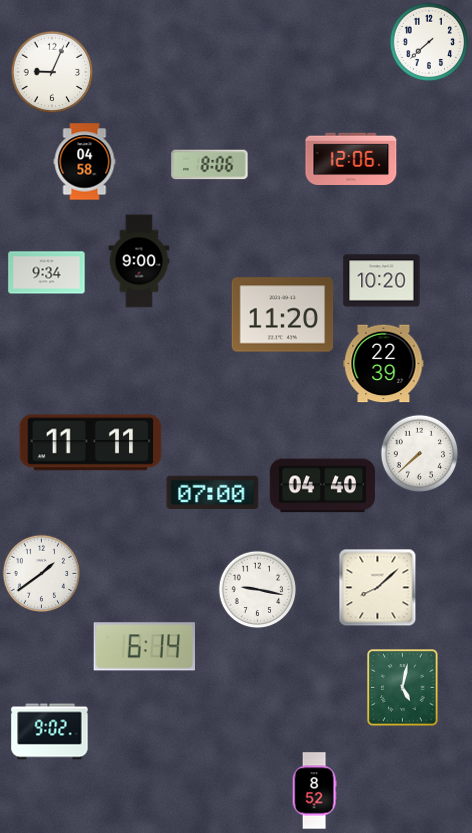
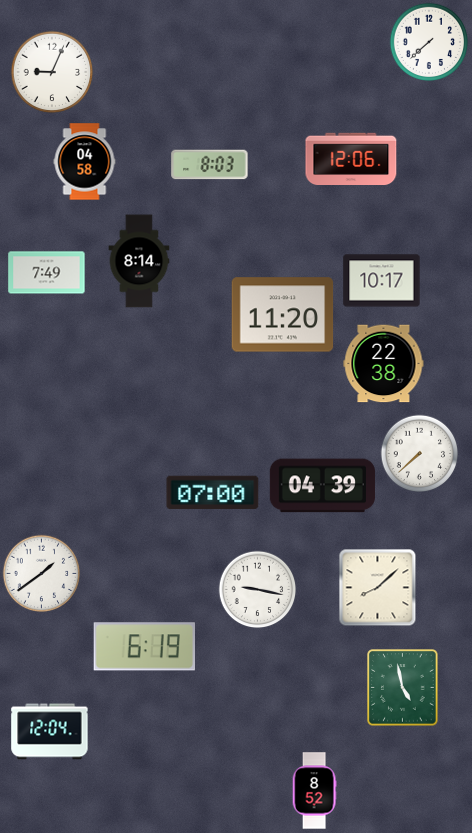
clock at (210, 165): 8:06 -> 8:03
clock at (139, 261): 9:00 -> 8:14
clock at (47, 273): 9:34 -> 7:49
clock at (382, 281): 10:20 -> 10:17
clock at (384, 364): 22:39 -> 22:38
clock at (91, 443): 11:11 -> none
clock at (322, 486): 04:40 -> 04:39
clock at (144, 647): 6:14 -> 6:19
clock at (403, 688): 5:02 -> 4:58
clock at (50, 732): 9:02 -> 12:04
